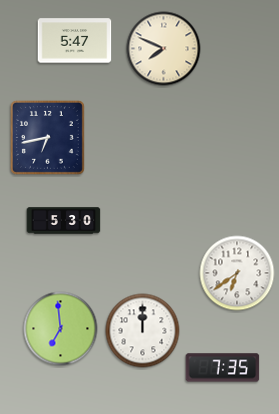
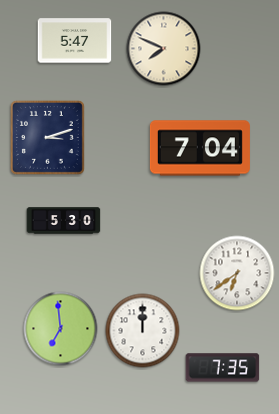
clock at (47, 137): 6:43 -> 3:12
clock at (200, 148): none -> 7:04
